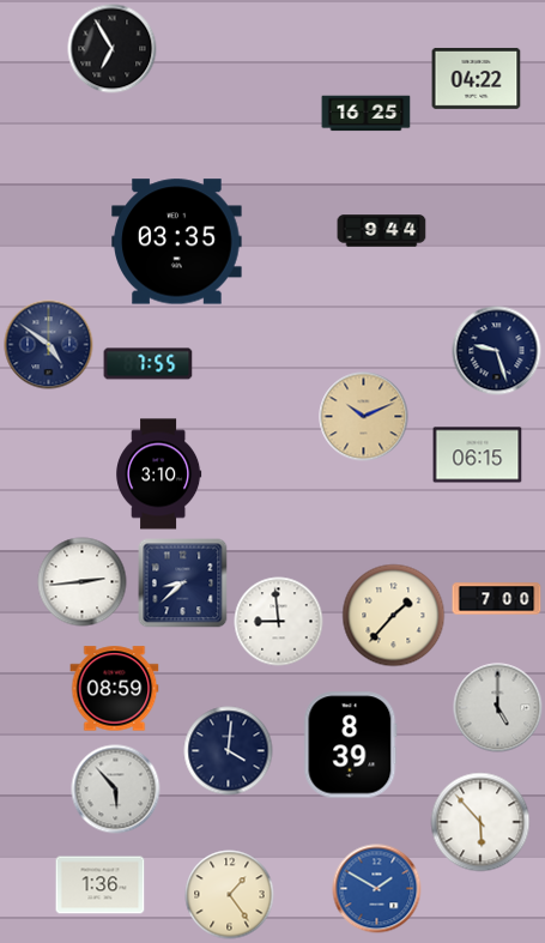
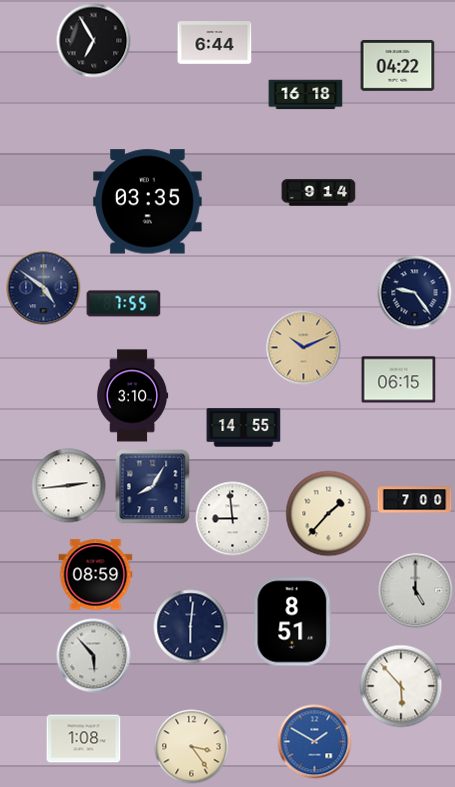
clock at (215, 43): none -> 6:44
clock at (367, 114): 16:25 -> 16:18
clock at (382, 231): 9:44 -> 9:14
clock at (49, 345) position: (49, 345) -> (44, 288)
clock at (497, 351): 9:27 -> 9:24
clock at (244, 428): none -> 14:55
clock at (183, 584): 8:38 -> 8:05
clock at (351, 745): 8:39 -> 8:51
clock at (229, 751): 4:01 -> 6:01
clock at (116, 790) position: (116, 790) -> (94, 656)
clock at (101, 885): 1:36 -> 1:08
clock at (230, 895): 1:24 -> 3:24
